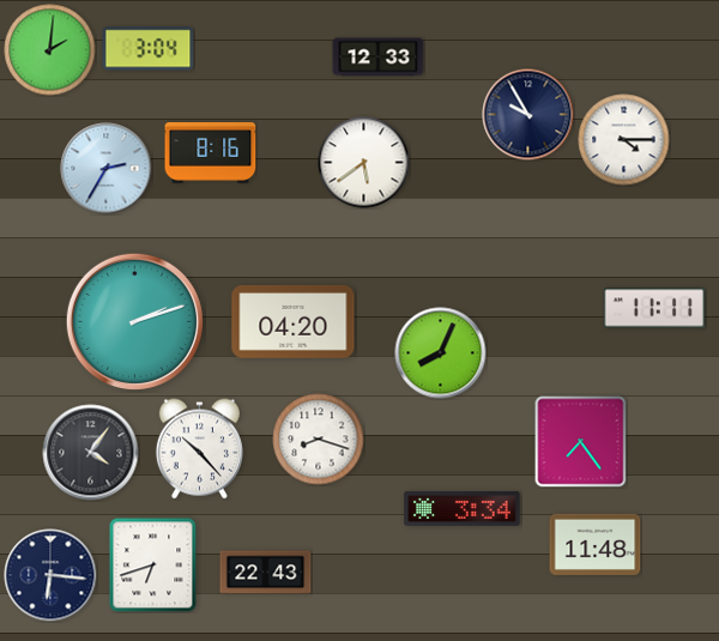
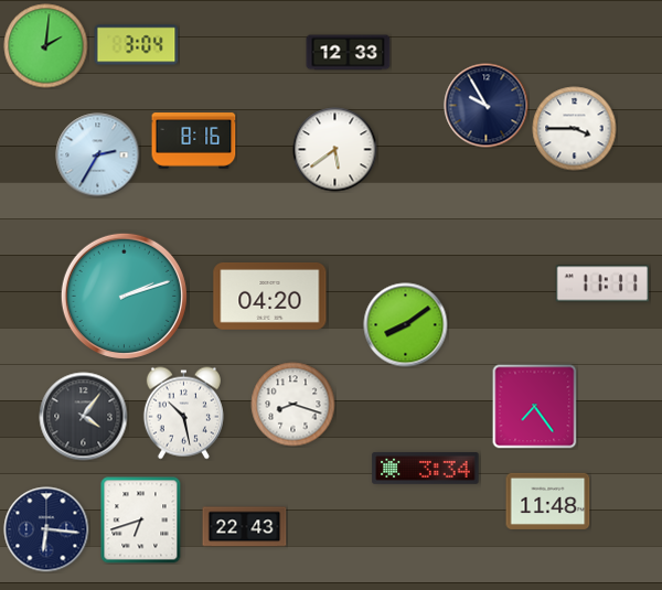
clock at (624, 140): 4:15 -> 3:45
clock at (441, 353): 8:04 -> 8:09
clock at (199, 449): 10:23 -> 10:28
